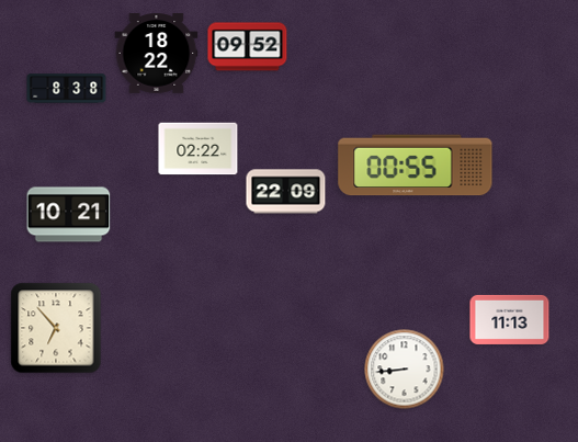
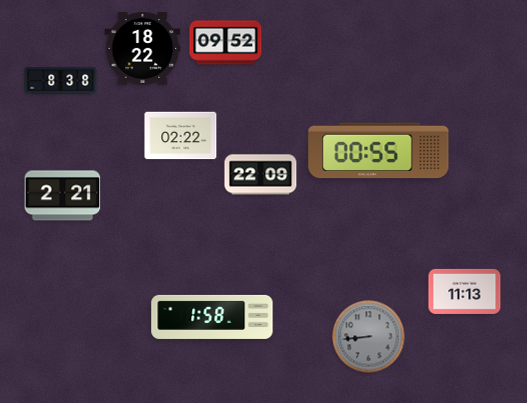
clock at (69, 215): 10:21 -> 2:21
clock at (56, 328): 6:53 -> none
clock at (212, 317): none -> 1:58
clock at (405, 370) dial: white -> grey
